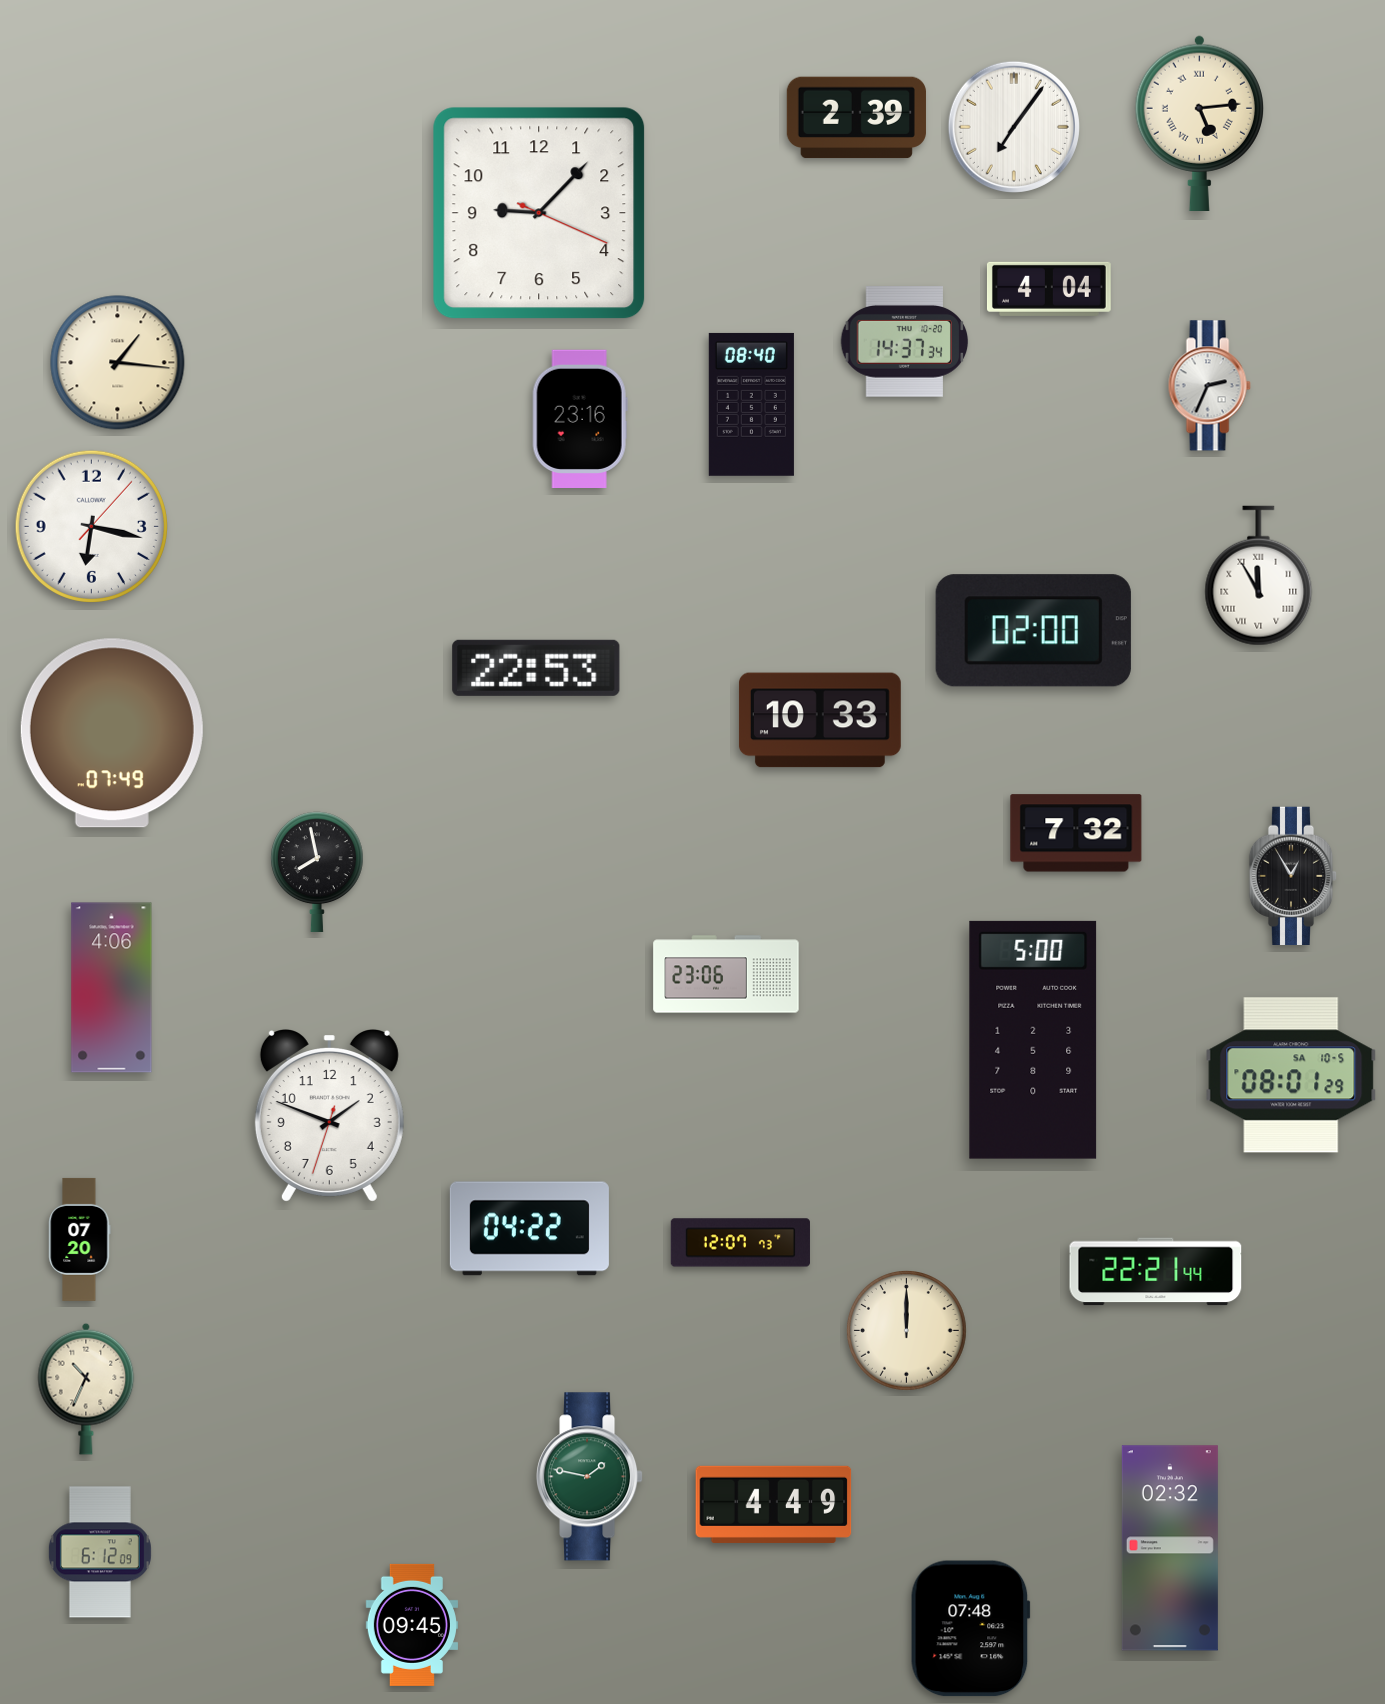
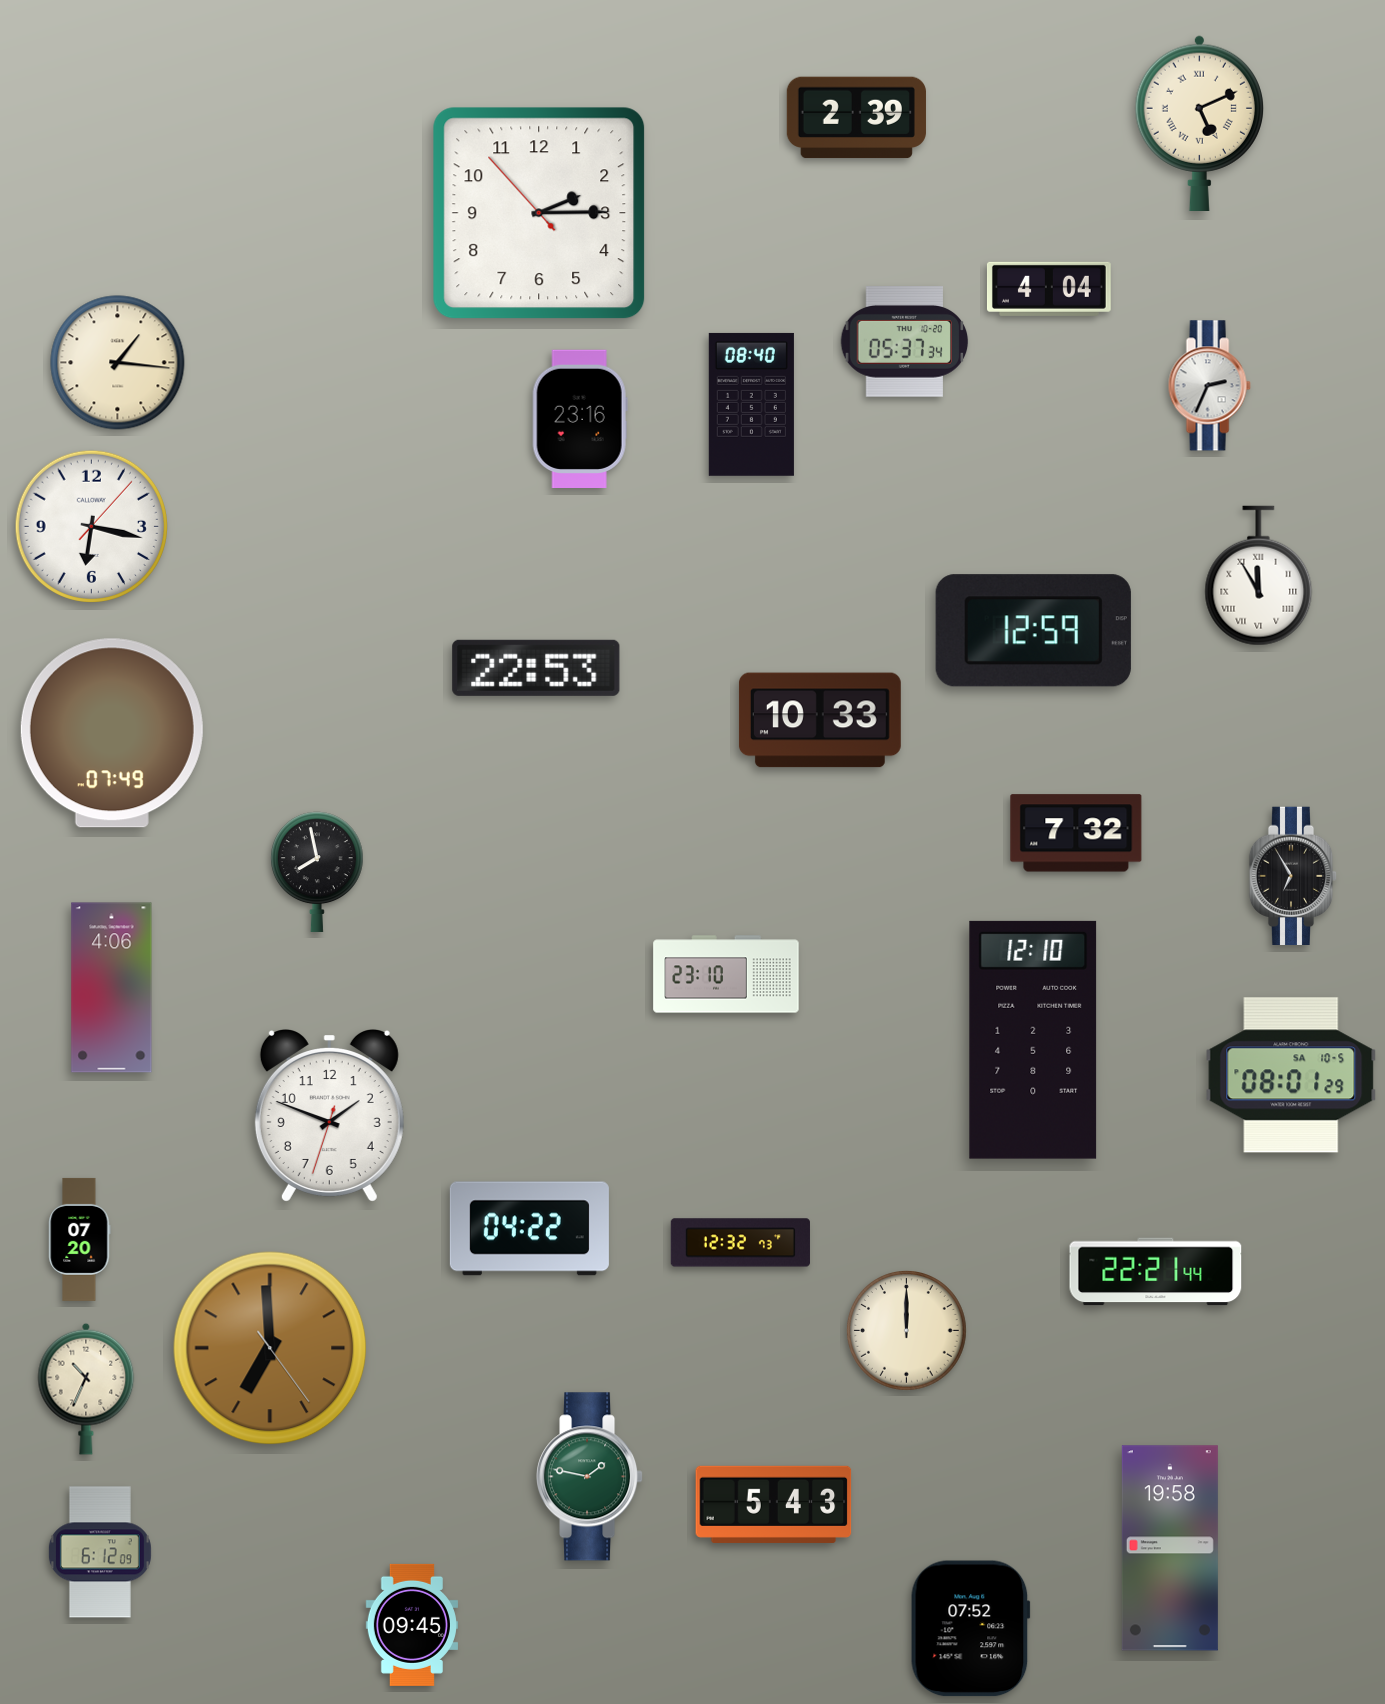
clock at (1199, 123): 5:14 -> 5:11
clock at (1014, 127): 7:06 -> none
clock at (539, 213): 9:07 -> 2:14
clock at (905, 342): 14:37 -> 05:37
clock at (1033, 631): 02:00 -> 12:59
clock at (1293, 875): 12:55 -> 6:55
clock at (726, 974): 23:06 -> 23:10
clock at (1033, 1040): 5:00 -> 12:10
clock at (740, 1243): 12:07 -> 12:32
clock at (270, 1348): none -> 6:59
clock at (774, 1504): 4:49 -> 5:43
clock at (1170, 1548): 02:32 -> 19:58
clock at (970, 1629): 07:48 -> 07:52
